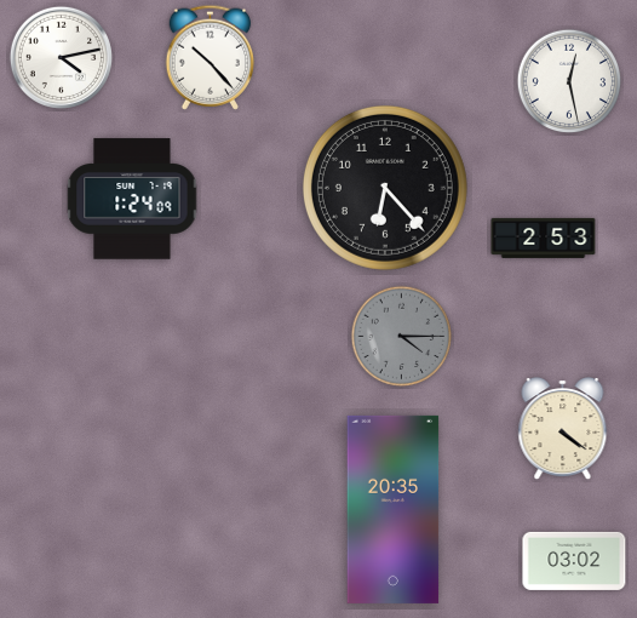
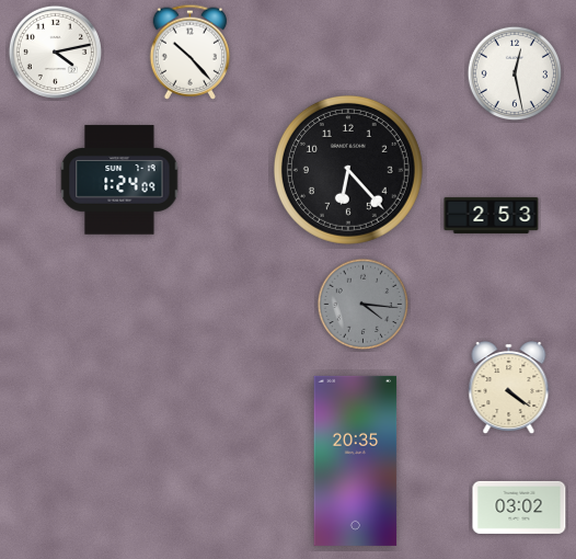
clock at (402, 337): 4:15 -> 4:16
